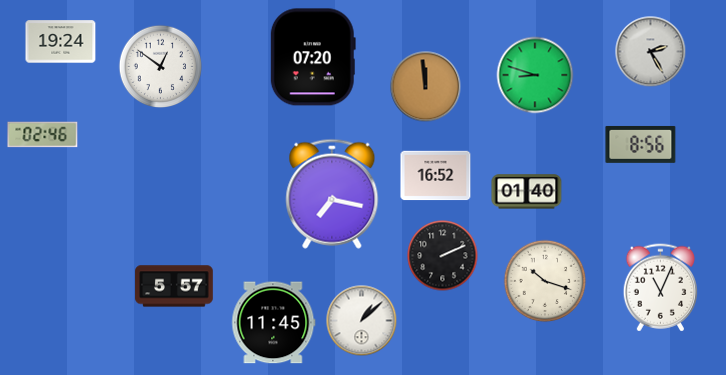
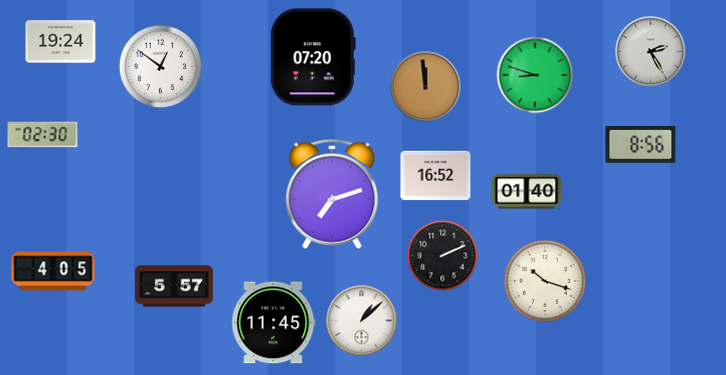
clock at (43, 135): 02:46 -> 02:30
clock at (332, 194): 7:17 -> 7:12
clock at (53, 271): none -> 4:05
clock at (660, 288): 11:04 -> none
